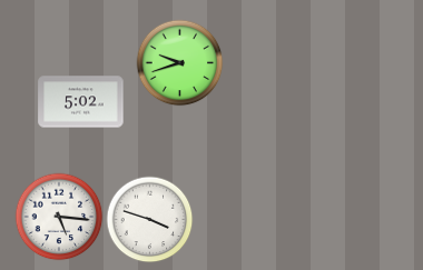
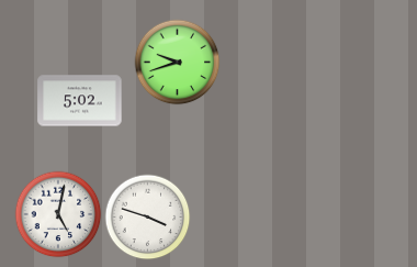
clock at (59, 217): 5:16 -> 5:02
